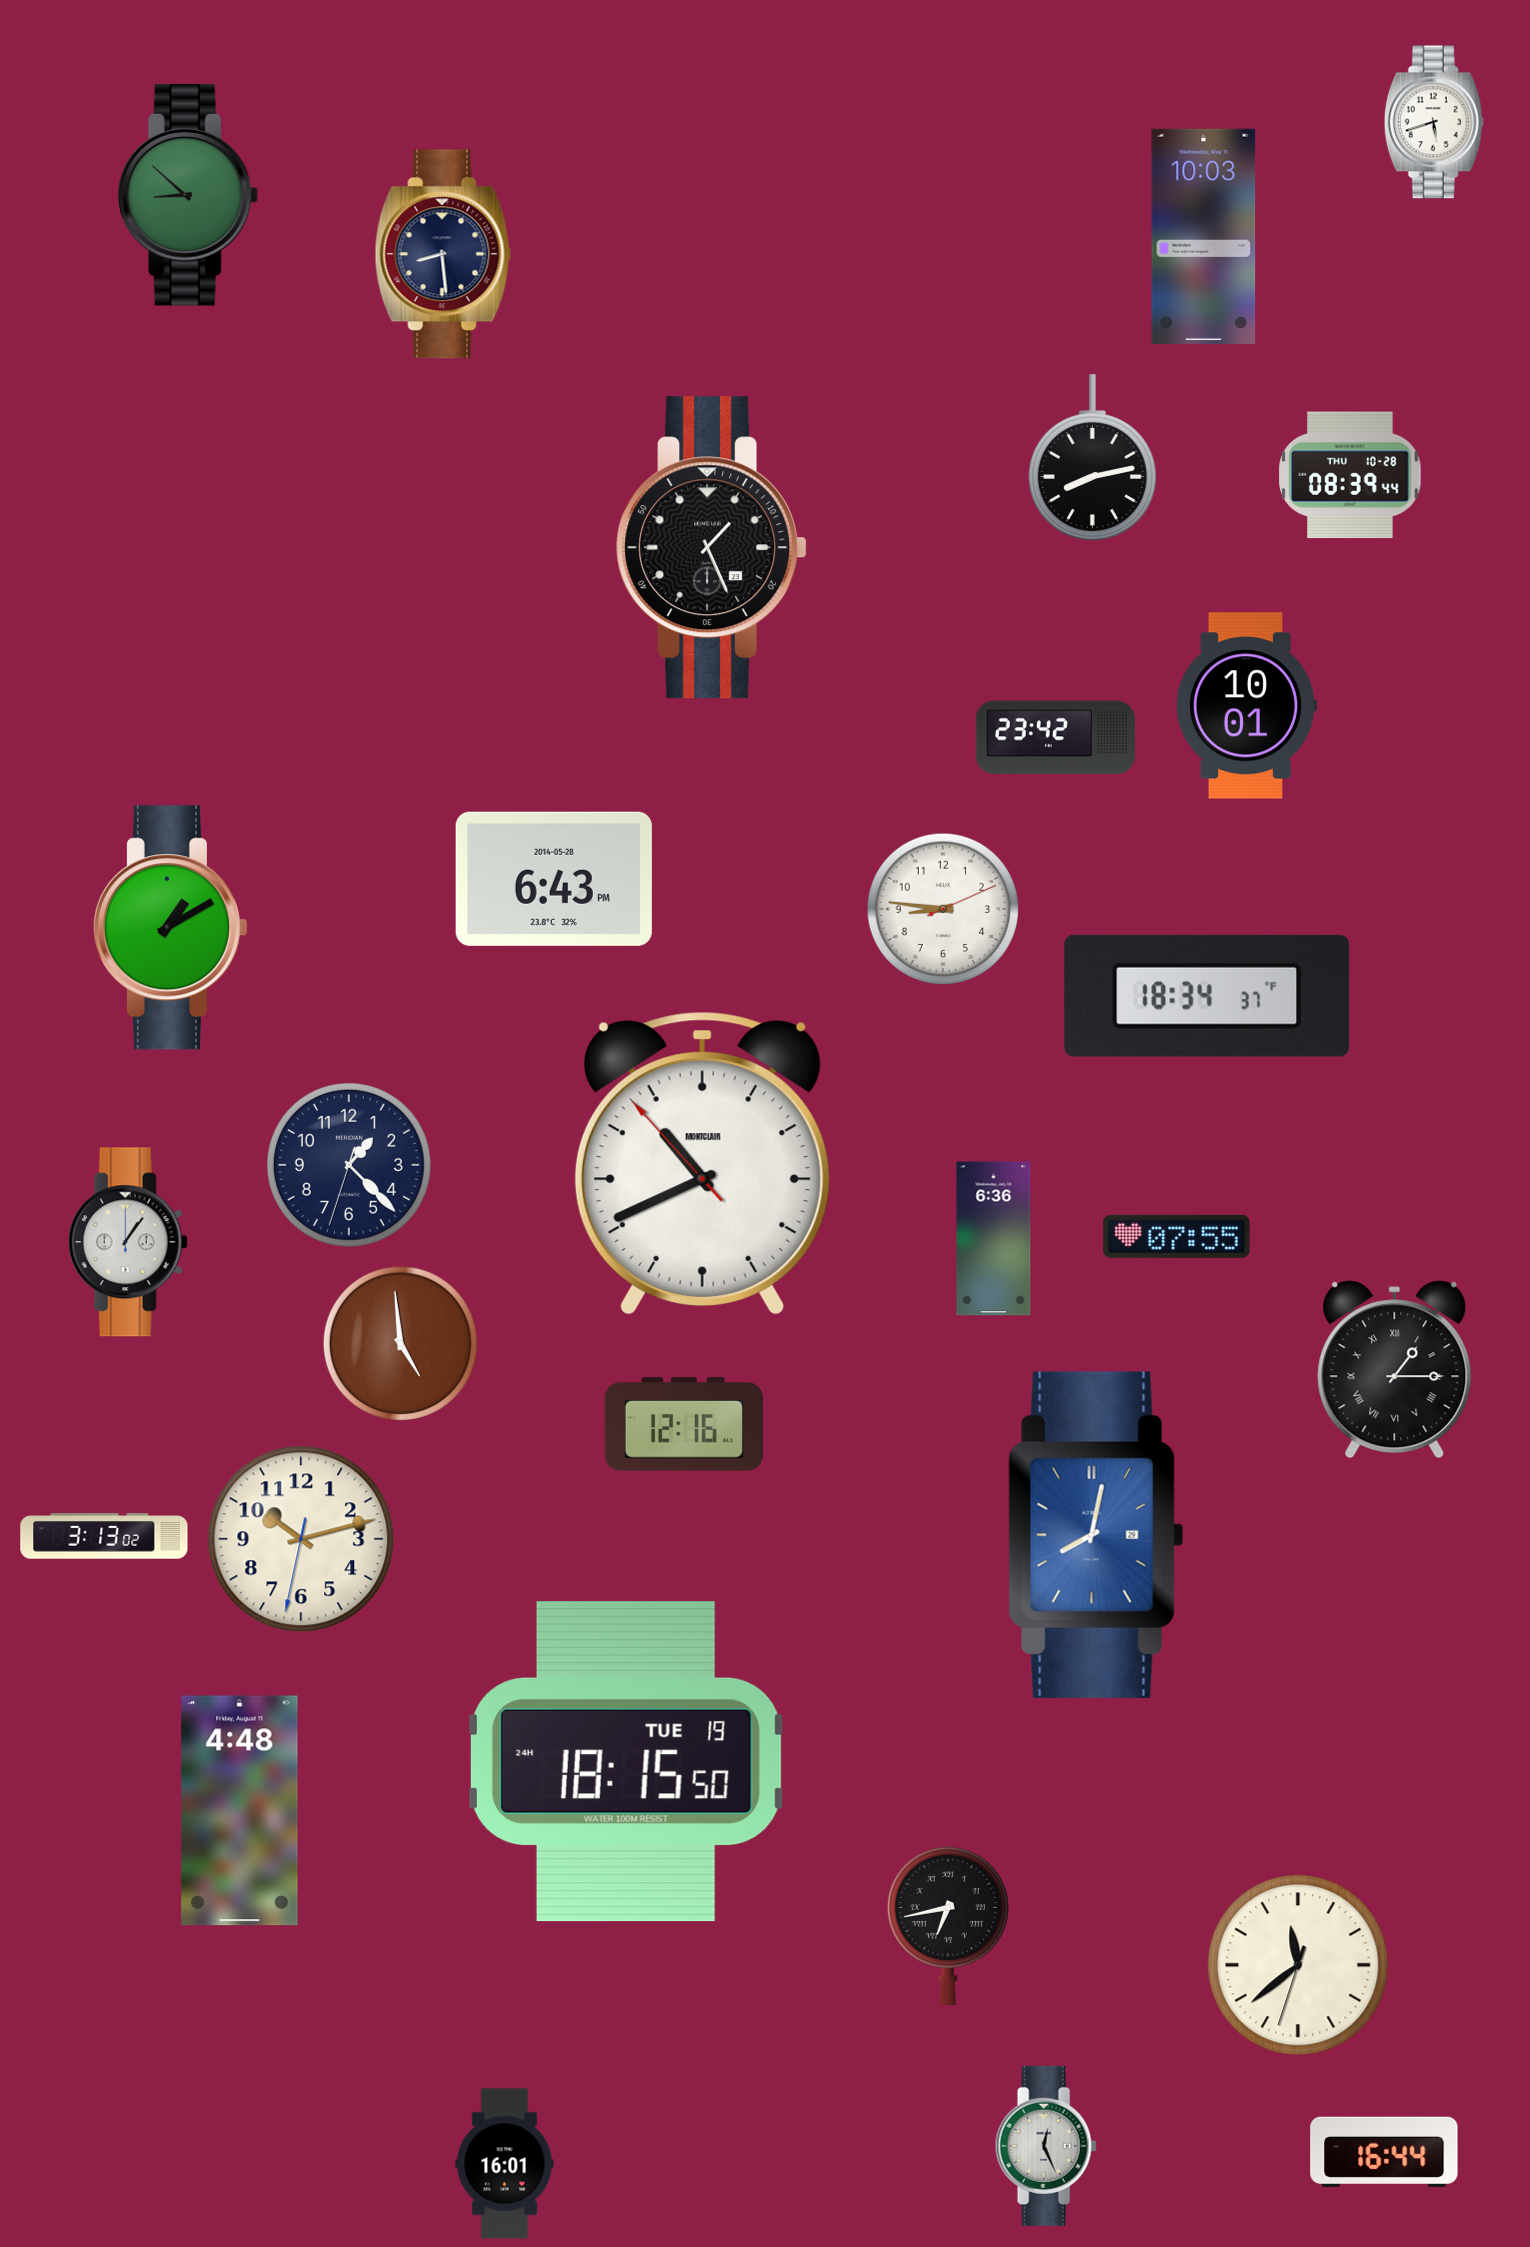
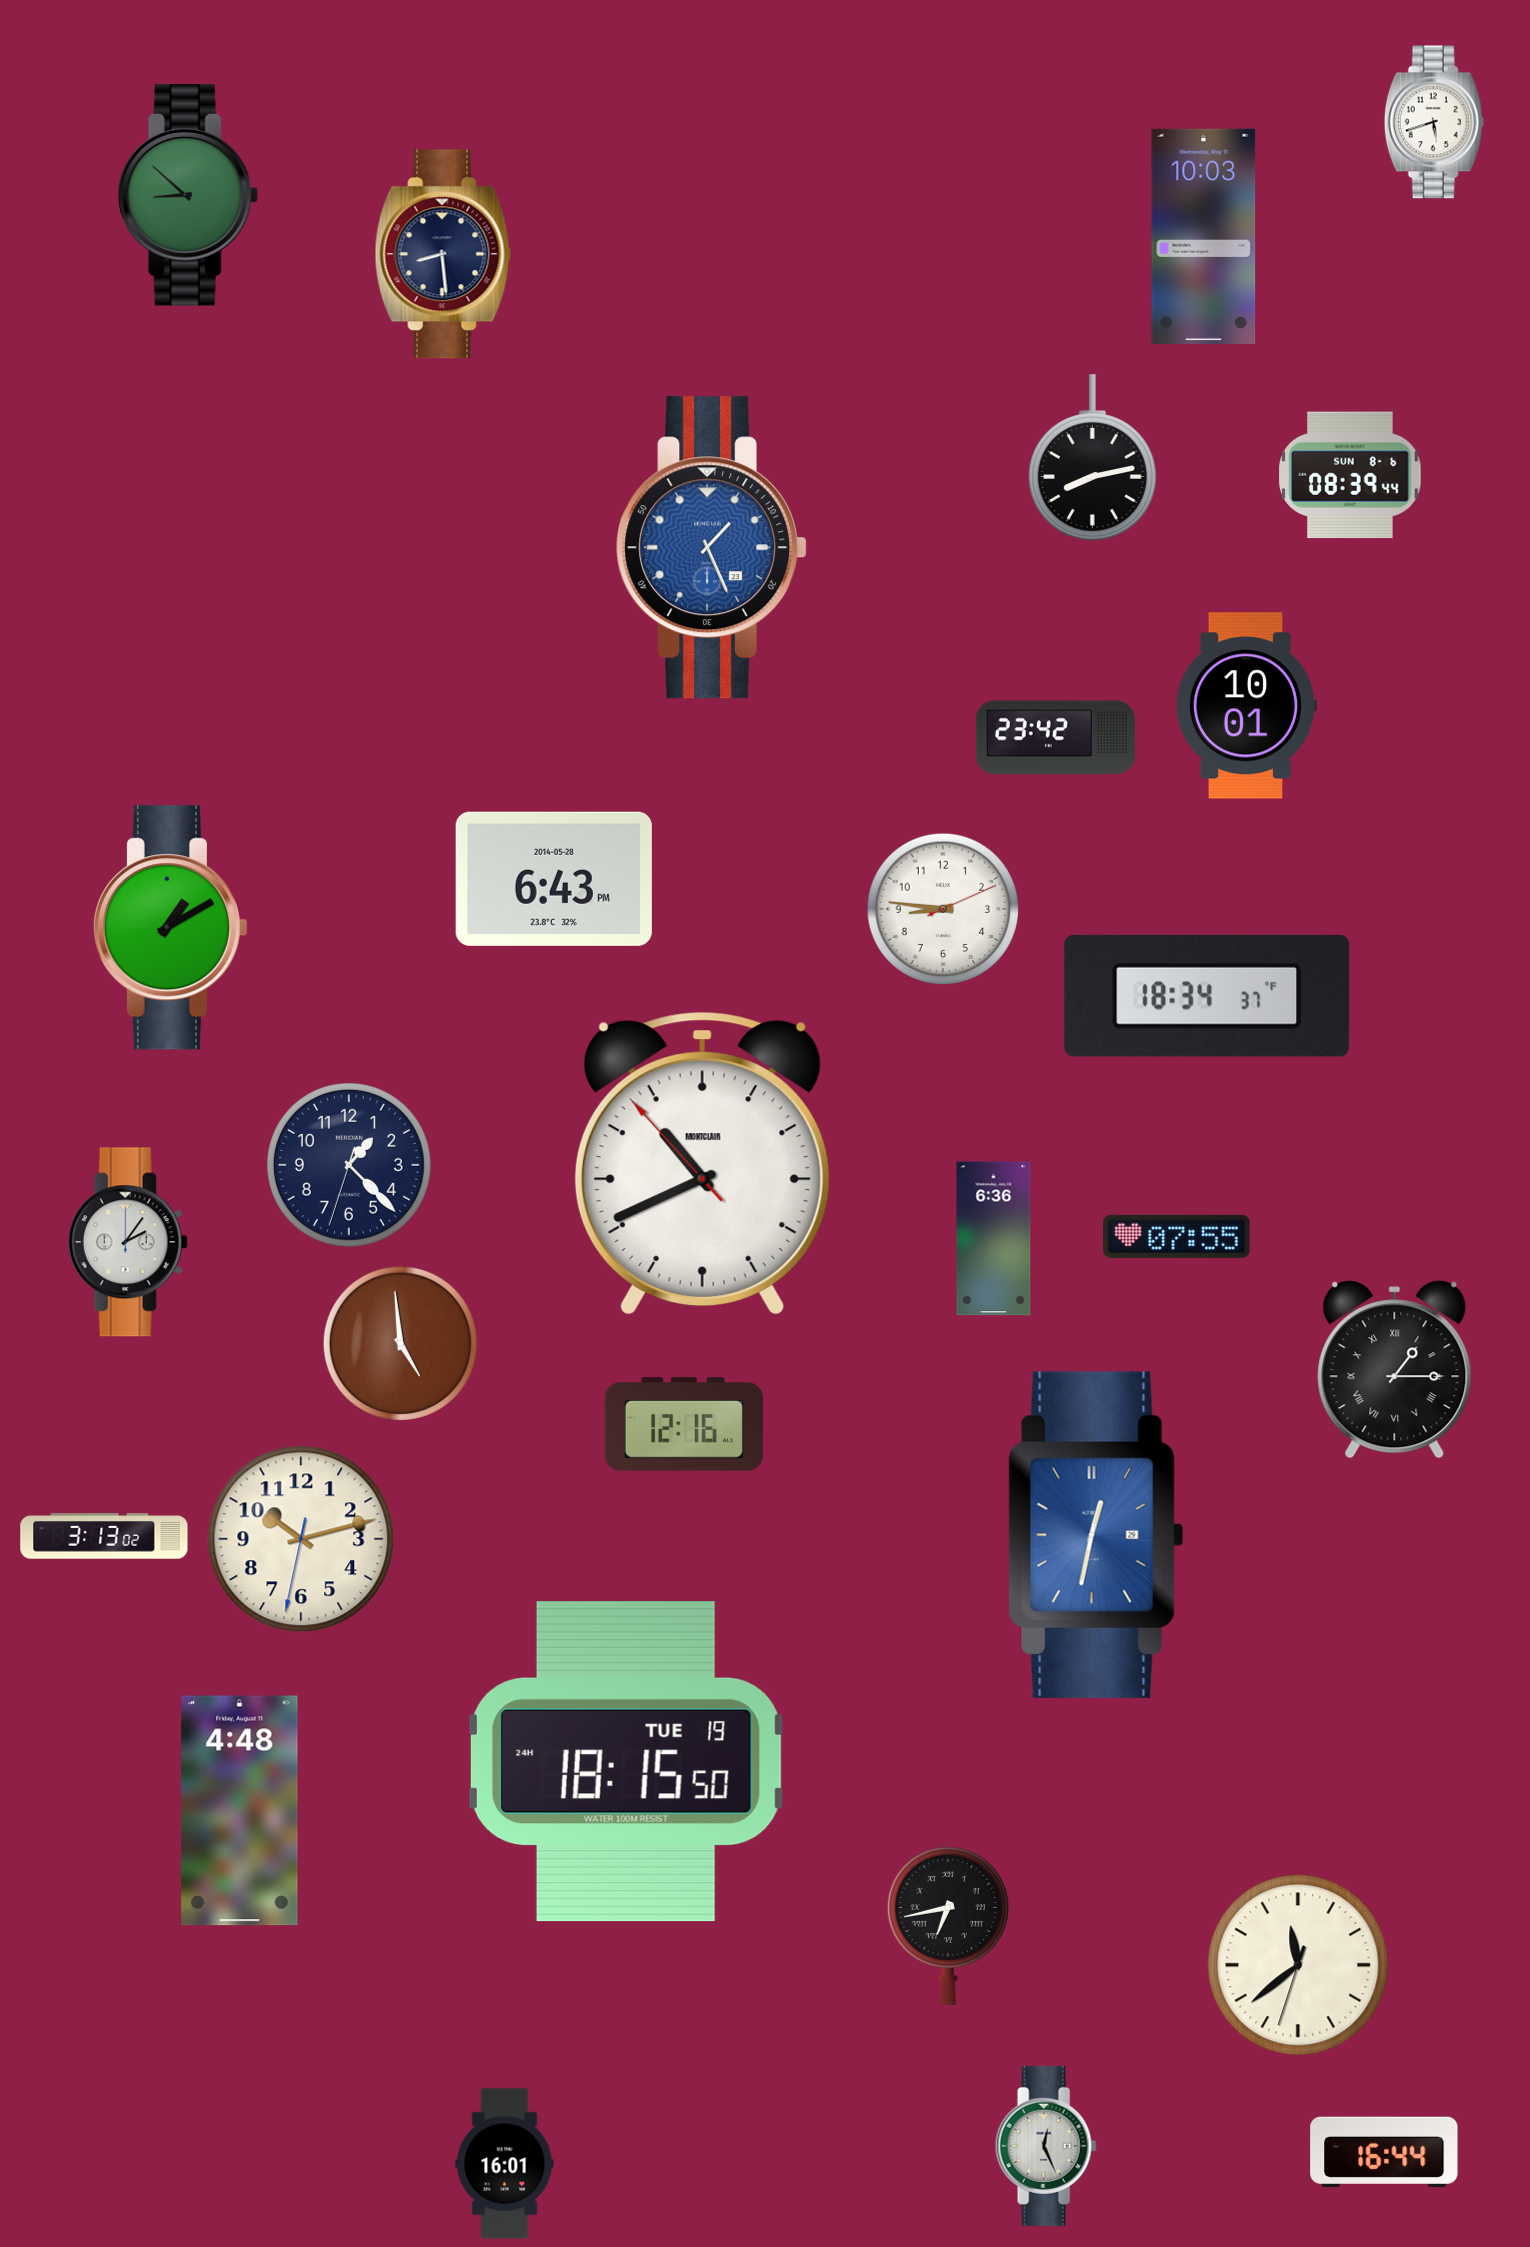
clock at (1350, 475) date: THU 10-28 -> SUN 8-6
clock at (712, 548) dial: black -> blue
clock at (128, 1242): 1:06 -> 2:06
clock at (1096, 1535): 8:02 -> 12:32
